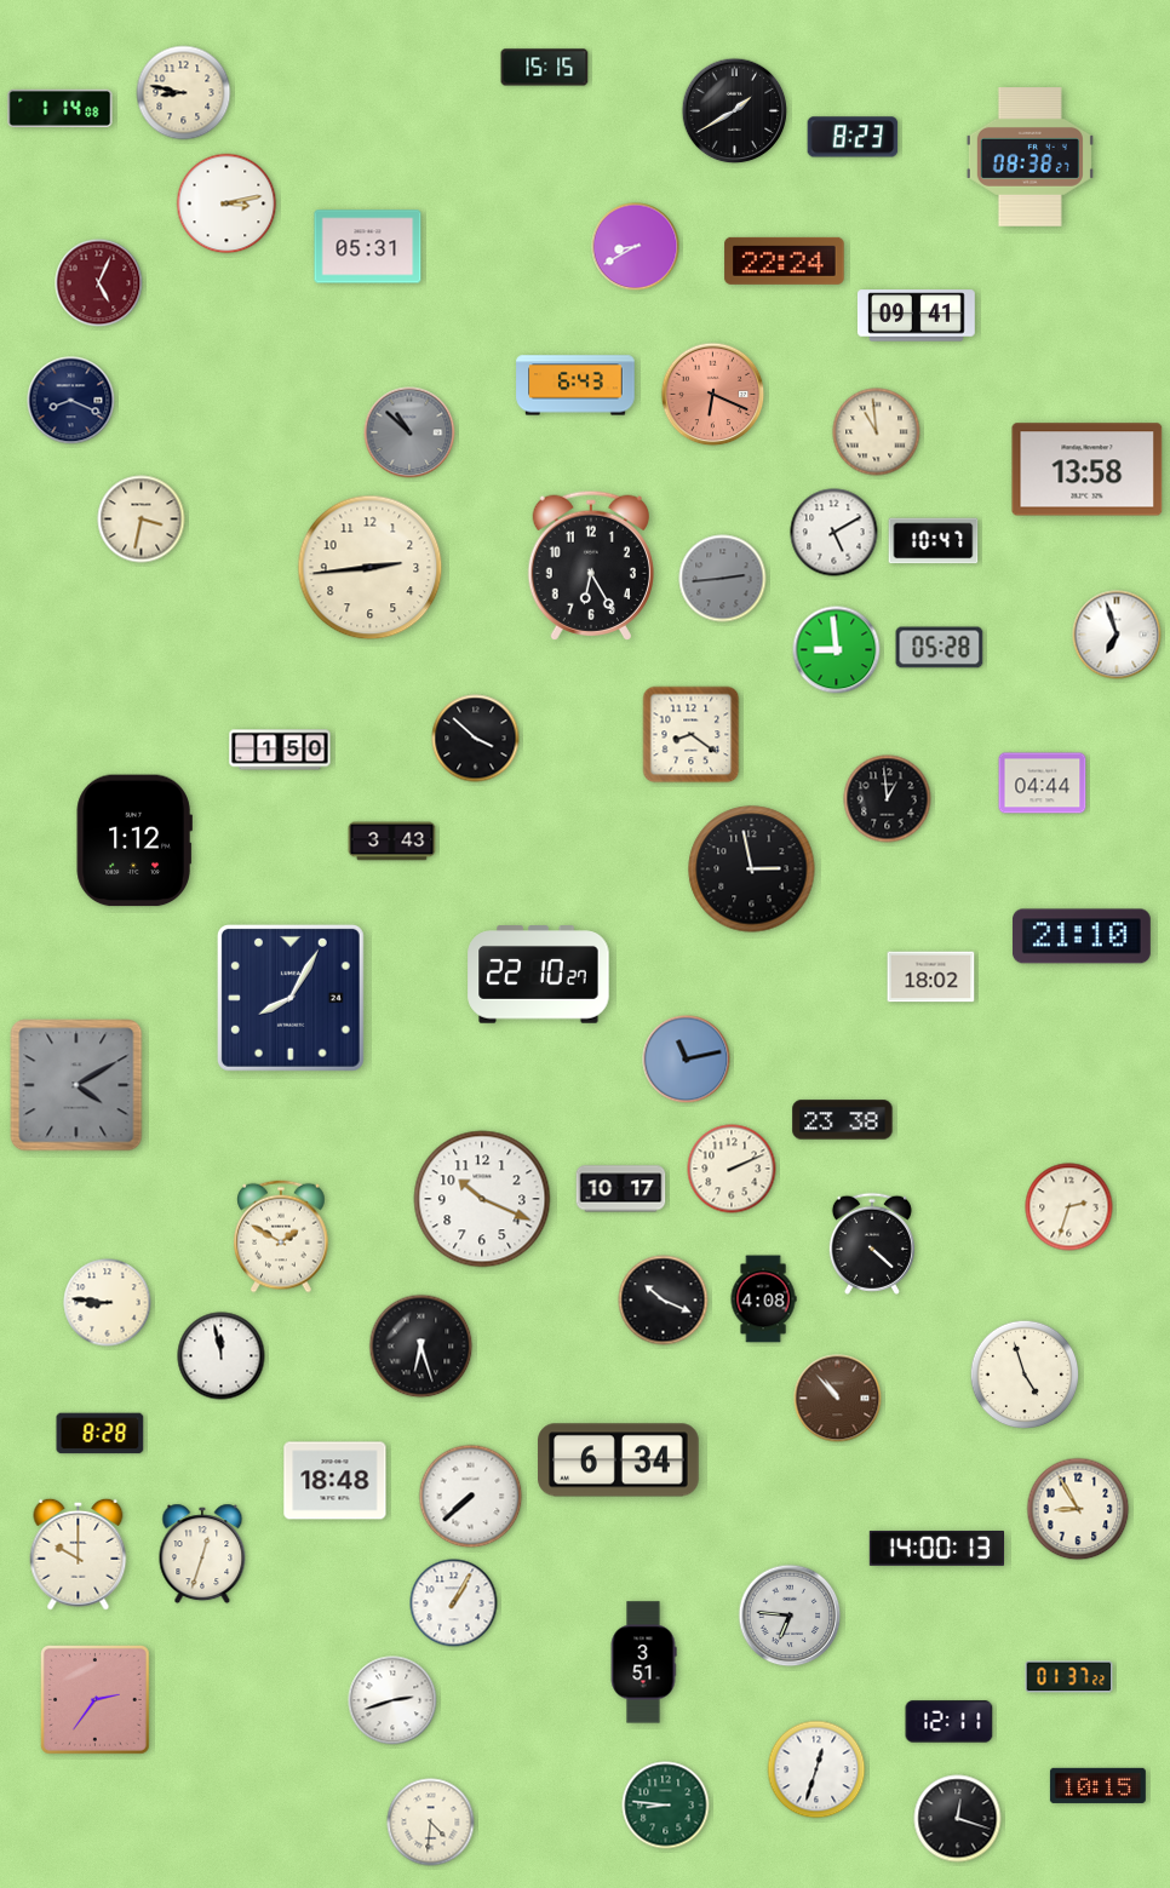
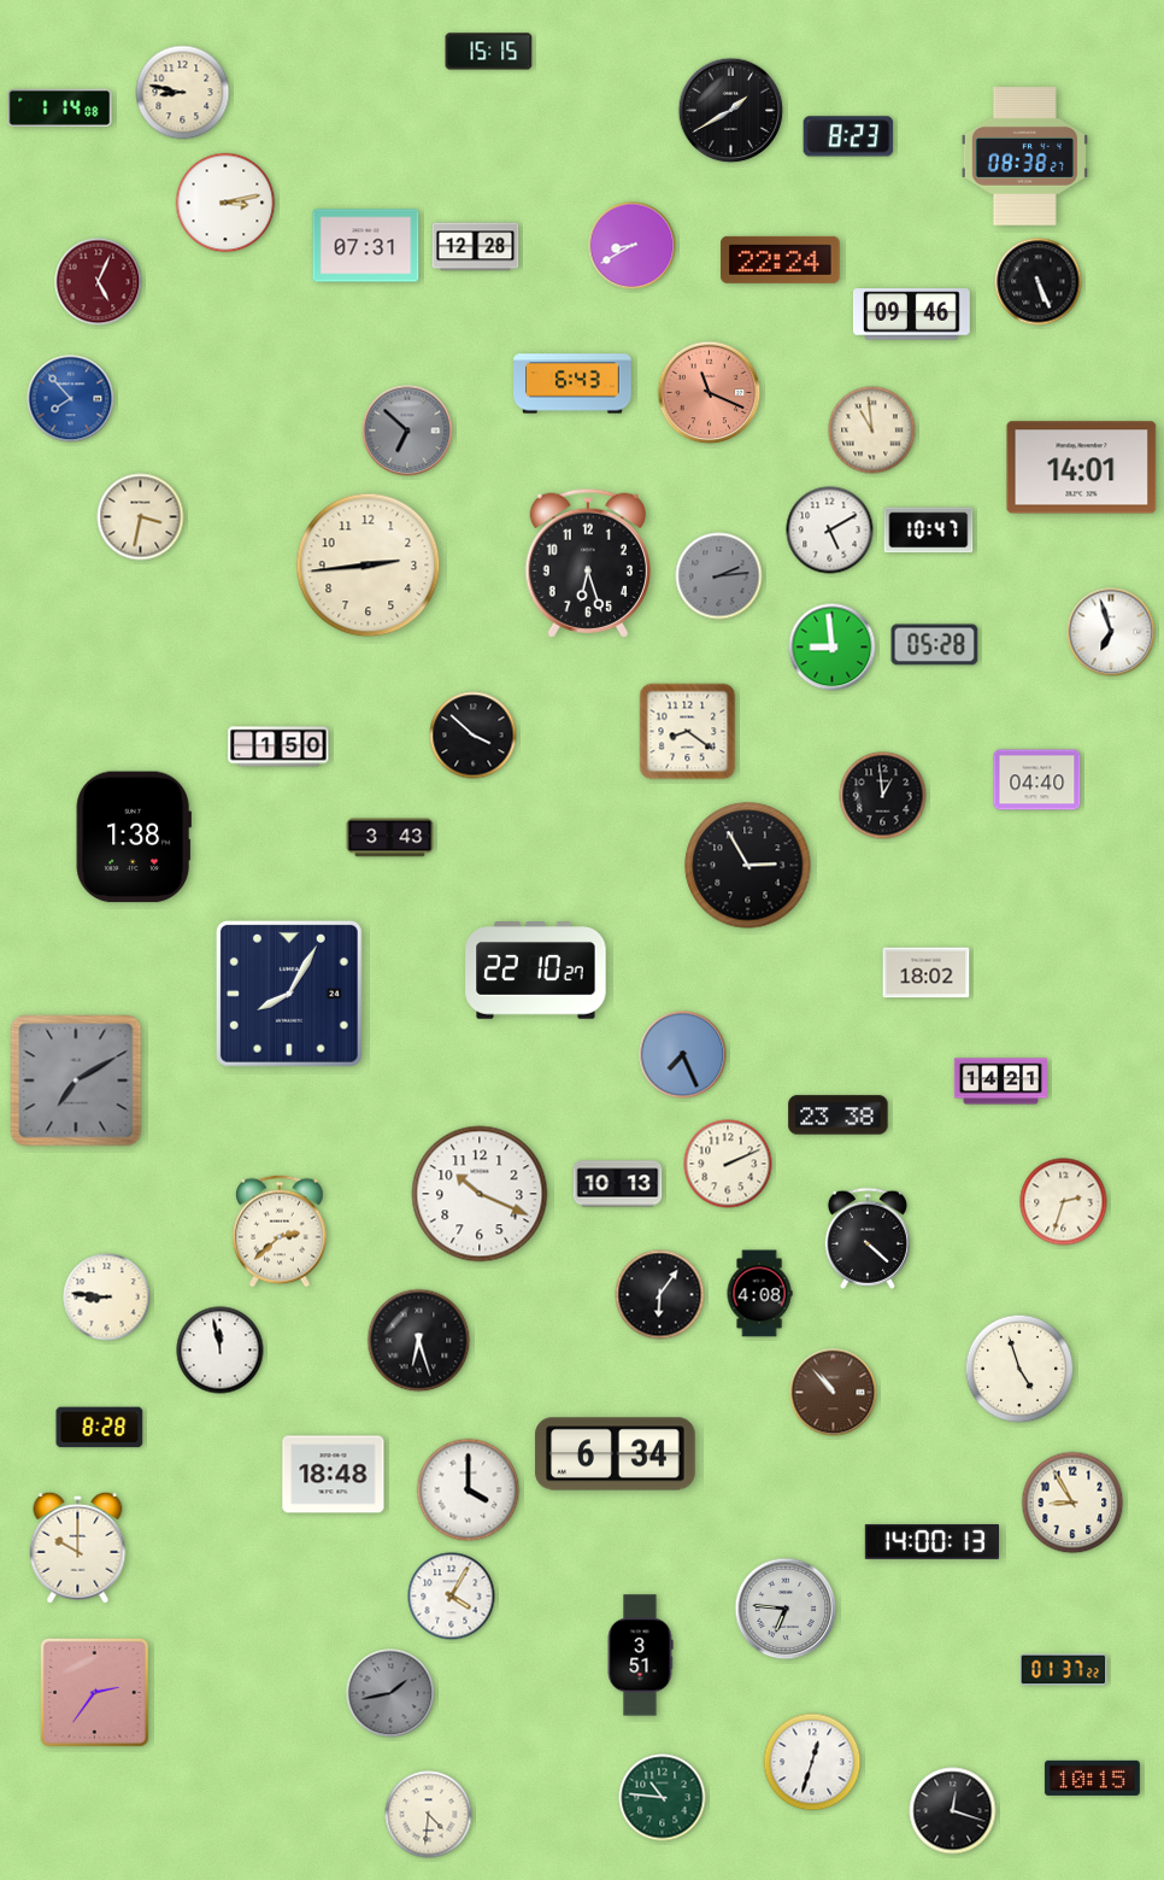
clock at (545, 68) position: (545, 68) -> (489, 52)
clock at (368, 247): 05:31 -> 07:31
clock at (476, 247): none -> 12:28
clock at (1039, 282): none -> 5:26
clock at (917, 316): 09:41 -> 09:46
clock at (713, 395): 6:19 -> 11:19
clock at (71, 401): 8:19 -> 7:53
clock at (71, 401) dial: navy -> blue
clock at (409, 432): 10:52 -> 6:52
clock at (1088, 470): 13:58 -> 14:01
clock at (934, 541) position: (934, 541) -> (929, 531)
clock at (590, 566): 6:25 -> 6:27
clock at (723, 579): 2:44 -> 2:14
clock at (1043, 784): 04:44 -> 04:40
clock at (134, 840): 1:12 -> 1:38
clock at (752, 870): 2:58 -> 2:55
clock at (1082, 936): 21:10 -> none
clock at (687, 1060): 11:13 -> 7:26
clock at (76, 1085): 4:10 -> 7:10
clock at (1000, 1082): none -> 14:21
clock at (621, 1189): 10:17 -> 10:13
clock at (281, 1236): 1:50 -> 2:38
clock at (664, 1301): 10:19 -> 6:06
clock at (471, 1497): 7:38 -> 4:00
clock at (202, 1554): 12:33 -> none
clock at (454, 1603): 1:05 -> 4:05
clock at (392, 1700): 2:42 -> 1:43
clock at (392, 1700) dial: white -> grey
clock at (950, 1722): 12:11 -> none
clock at (666, 1806): 8:46 -> 10:46
